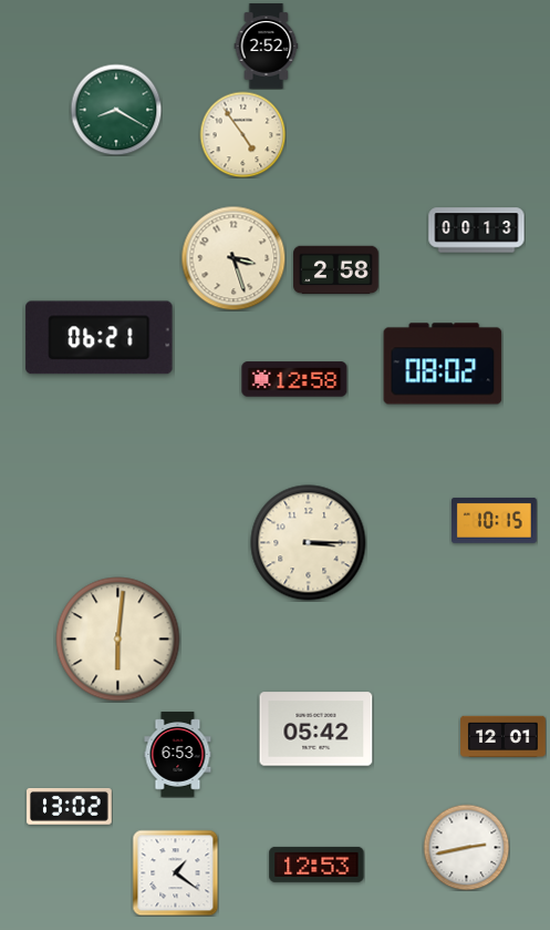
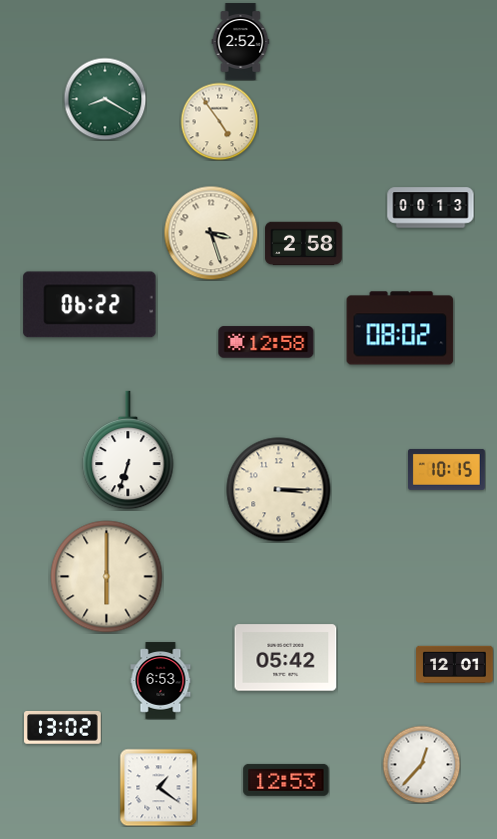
clock at (100, 338): 06:21 -> 06:22
clock at (128, 450): none -> 6:33
clock at (118, 640): 6:01 -> 6:00
clock at (466, 847): 2:43 -> 12:37
